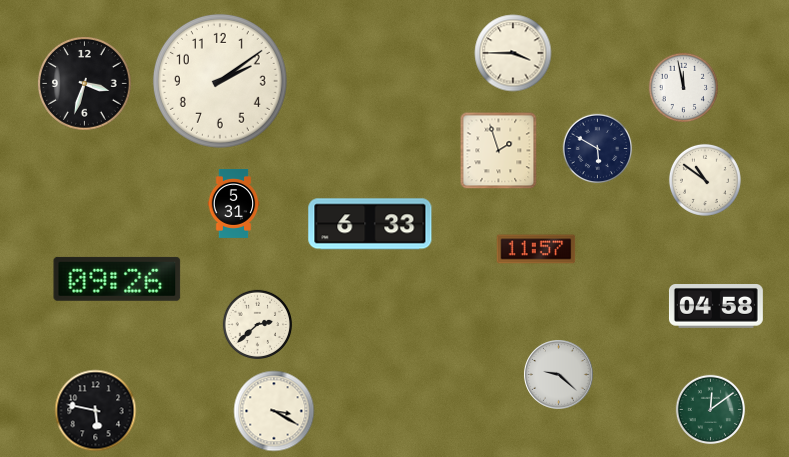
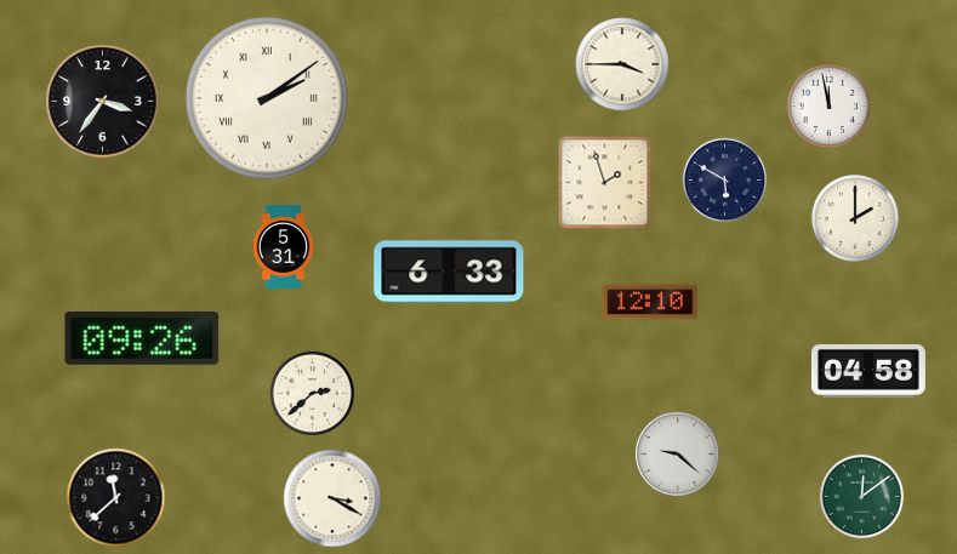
clock at (220, 81) numerals: Arabic -> Roman
clock at (85, 84): 3:33 -> 3:36
clock at (705, 180): 10:51 -> 2:00
clock at (536, 249): 11:57 -> 12:10
clock at (96, 411): 5:47 -> 11:38
